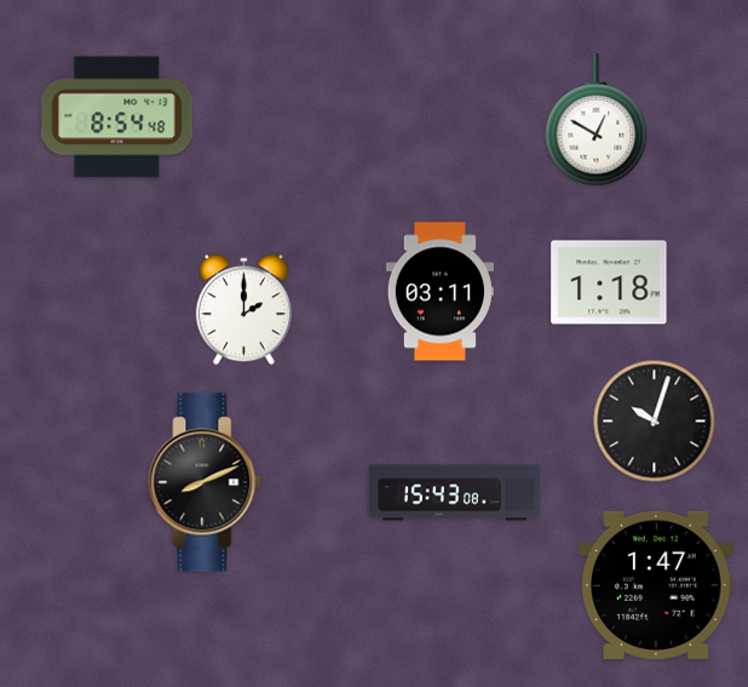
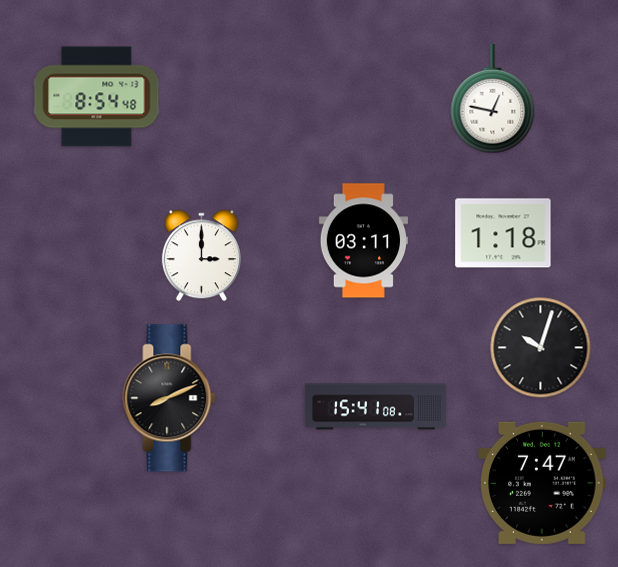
clock at (597, 121): 12:50 -> 12:47
clock at (243, 310): 2:00 -> 3:00
clock at (454, 493): 15:43 -> 15:41
clock at (656, 585): 1:47 -> 7:47
